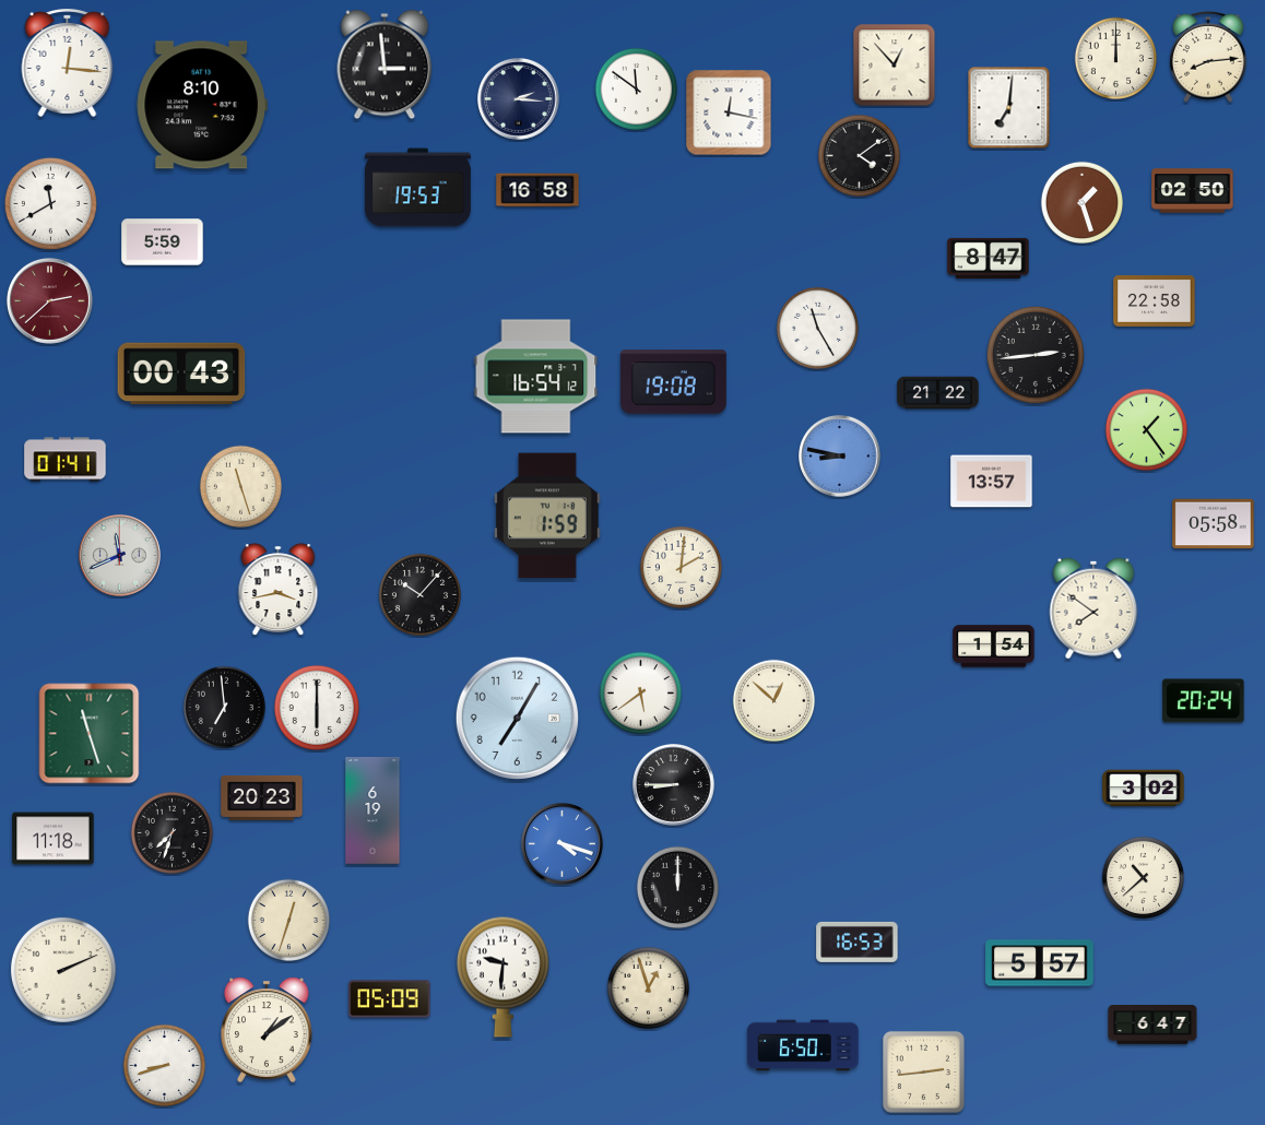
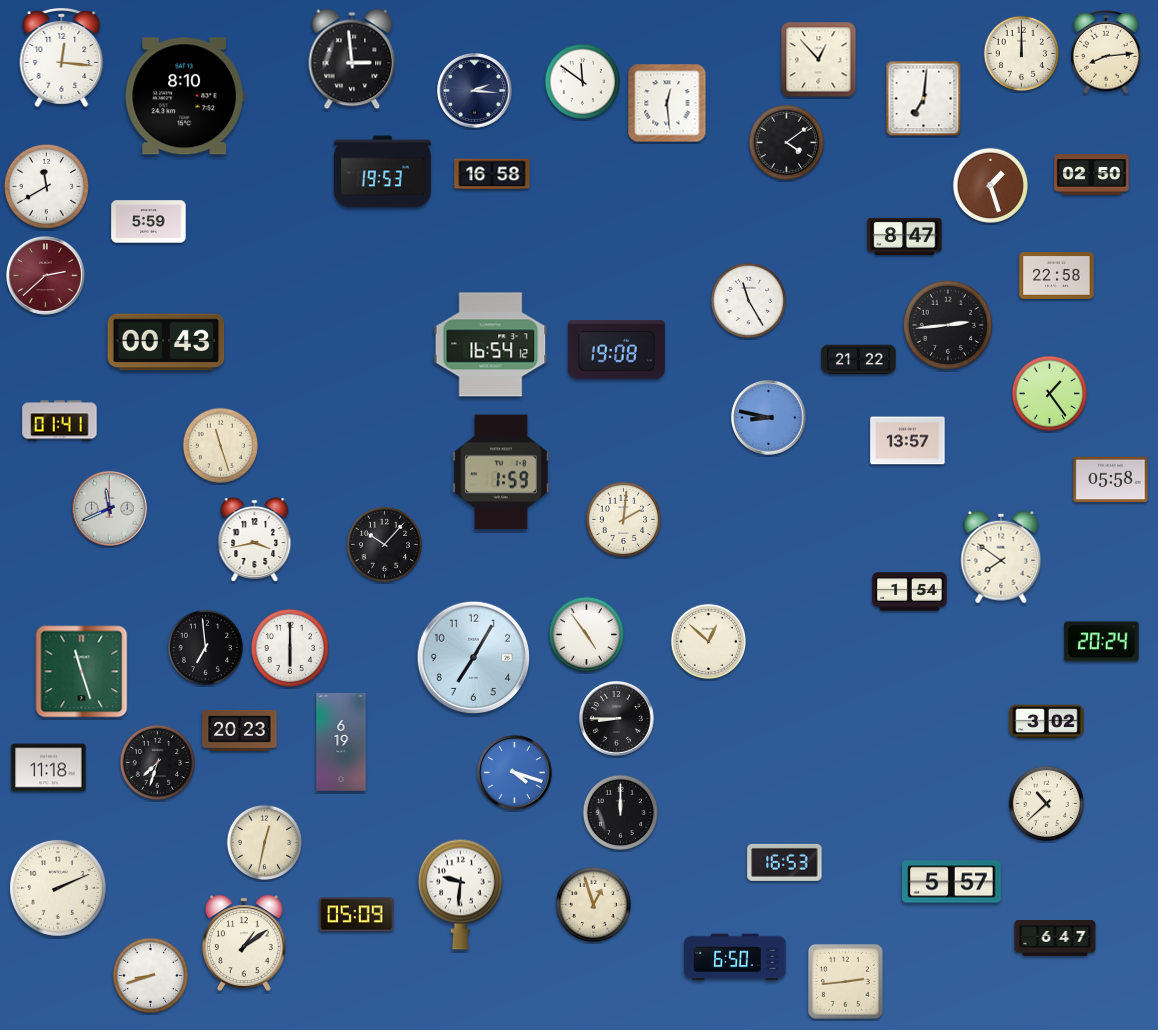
clock at (729, 112): 12:17 -> 12:29
clock at (640, 692): 5:39 -> 4:54
clock at (288, 920): 12:33 -> 12:32
